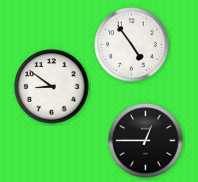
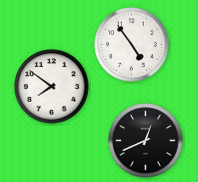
clock at (52, 87): 8:51 -> 7:51
clock at (146, 141): 12:45 -> 12:41
